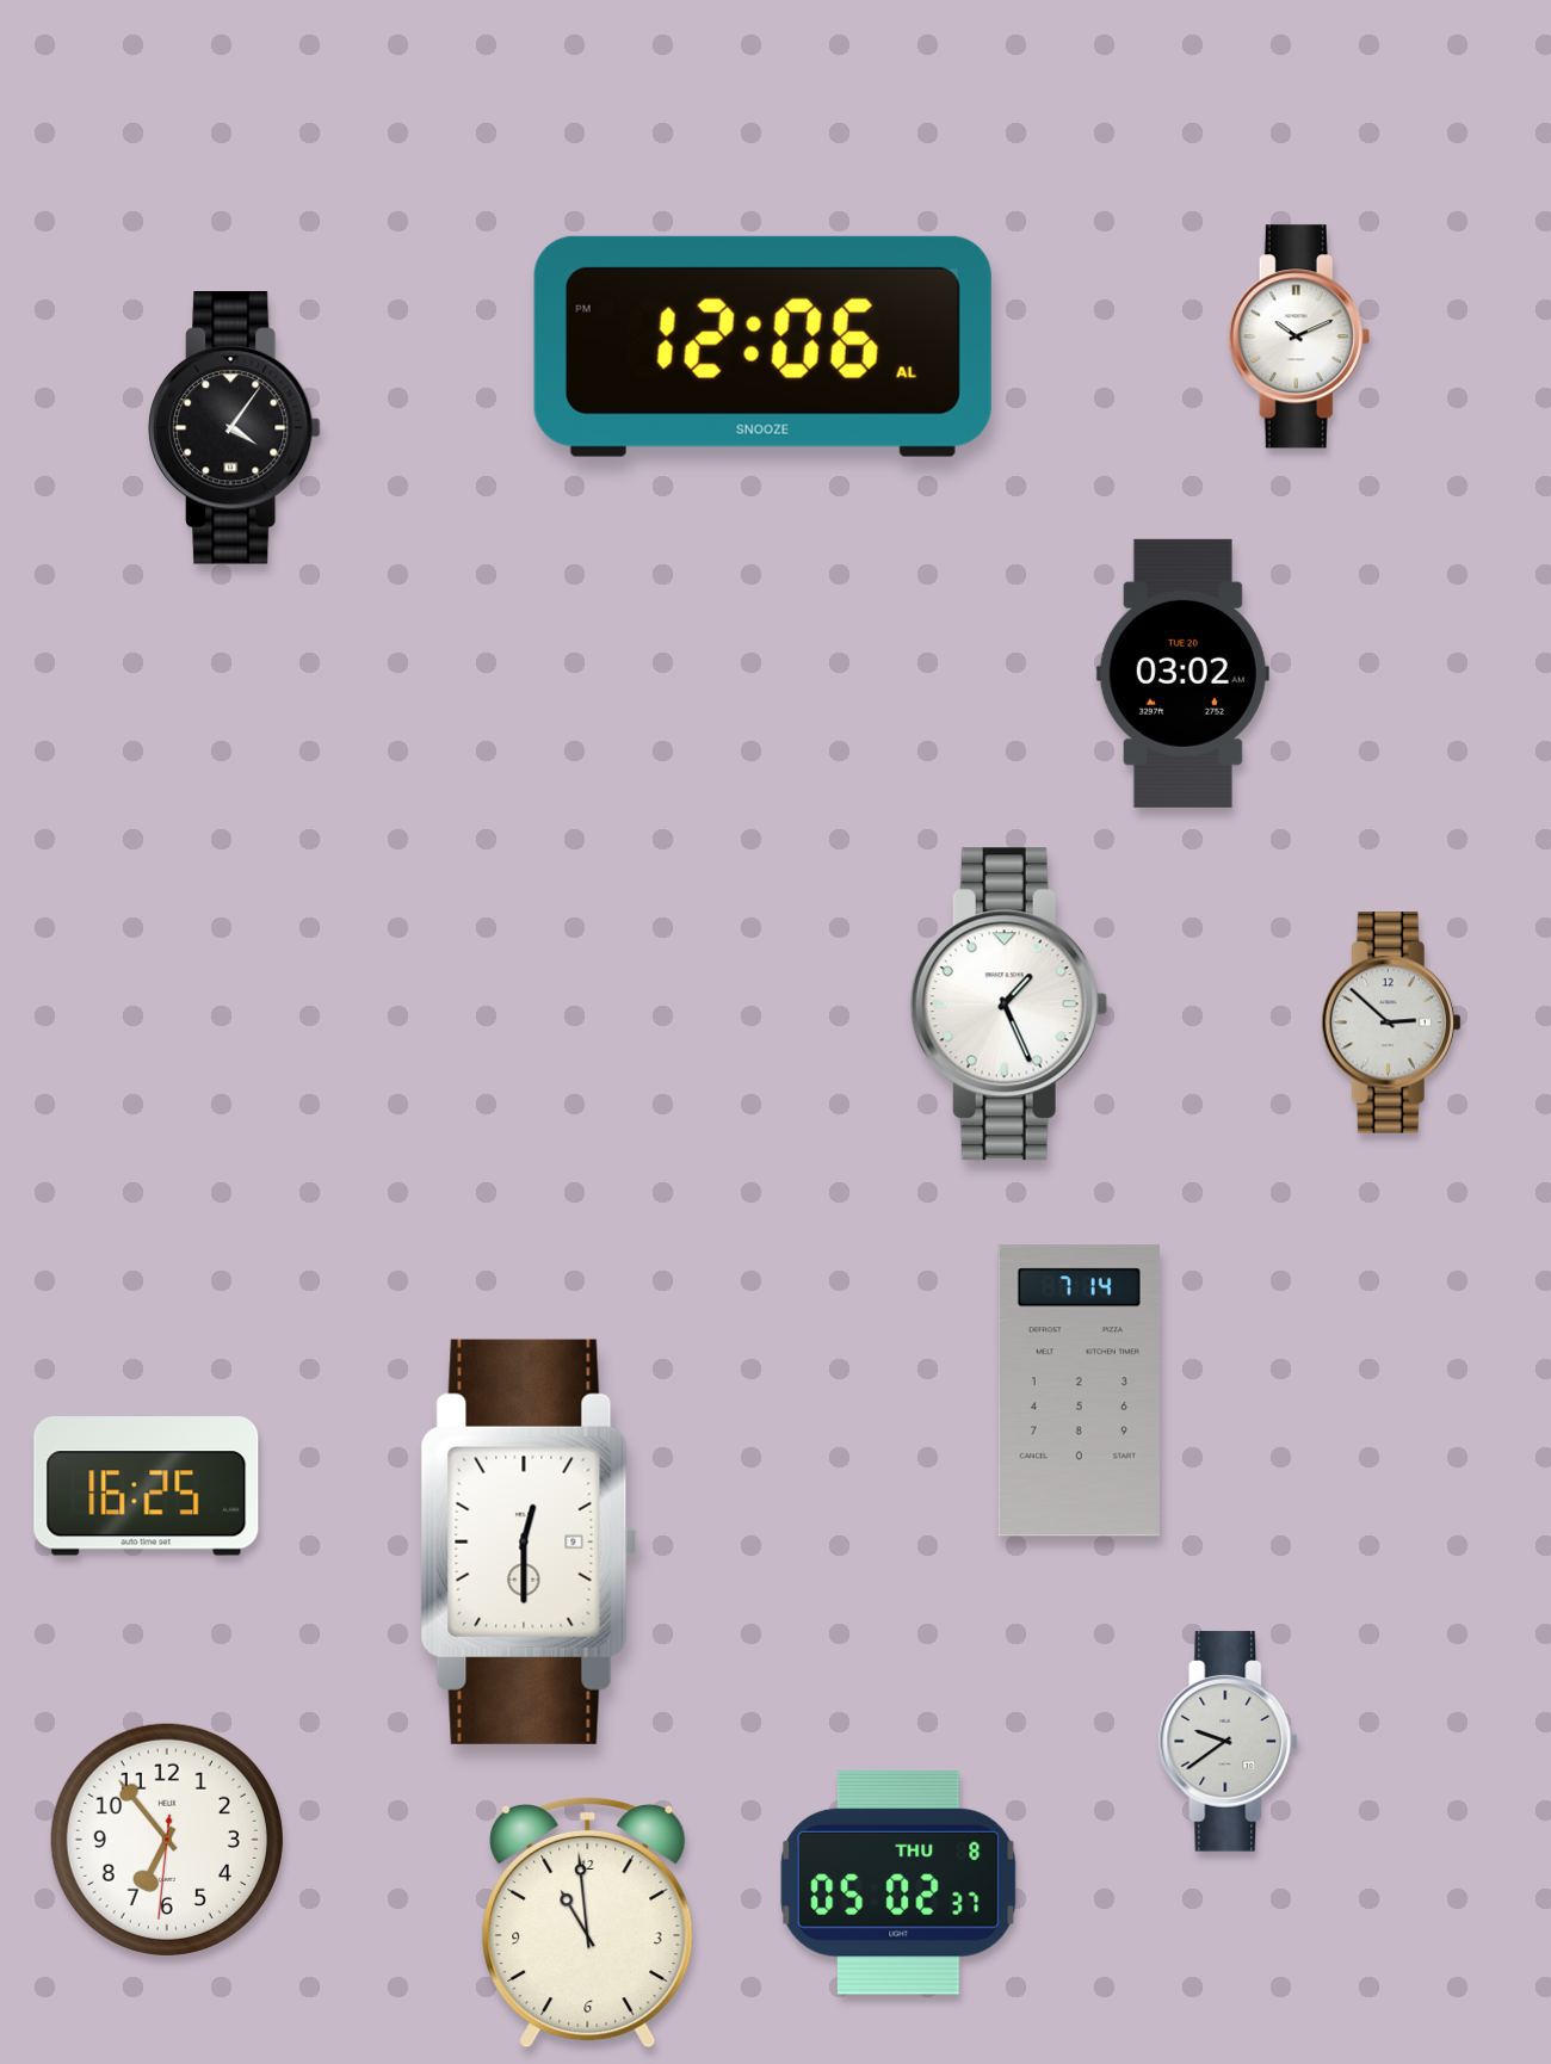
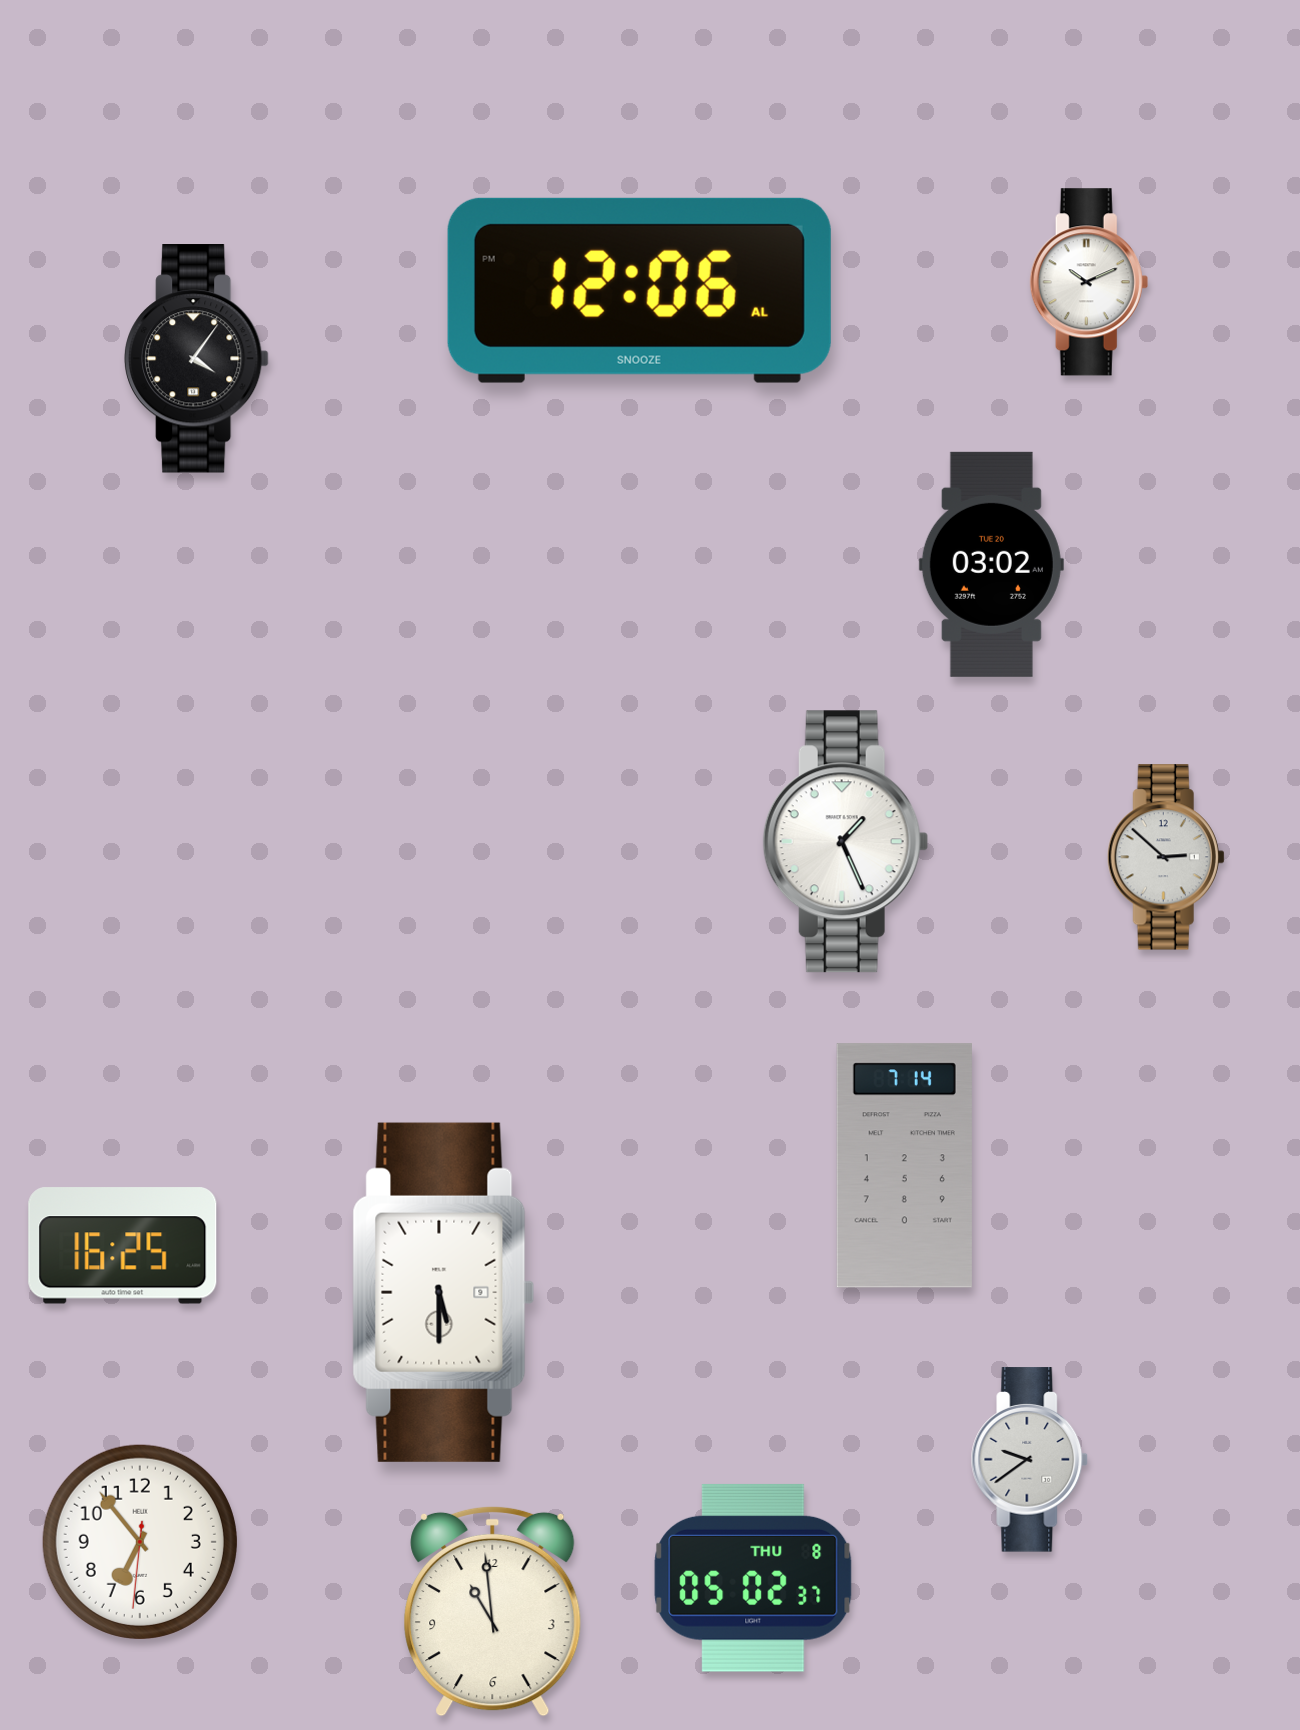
clock at (530, 1541): 12:30 -> 5:30
